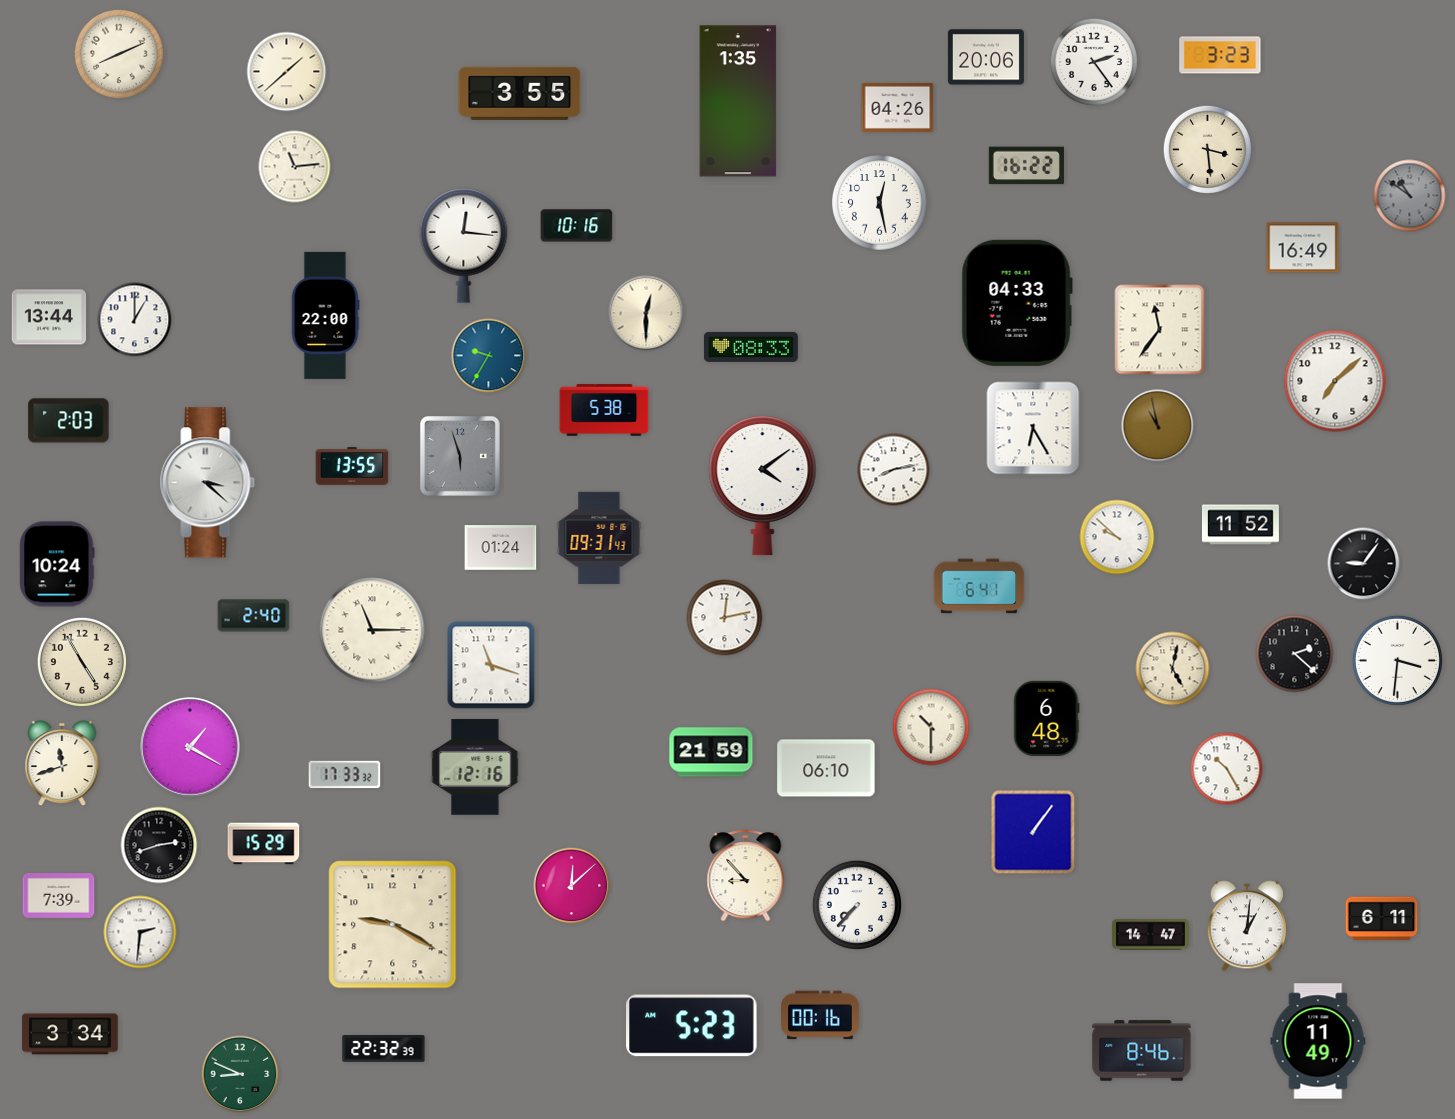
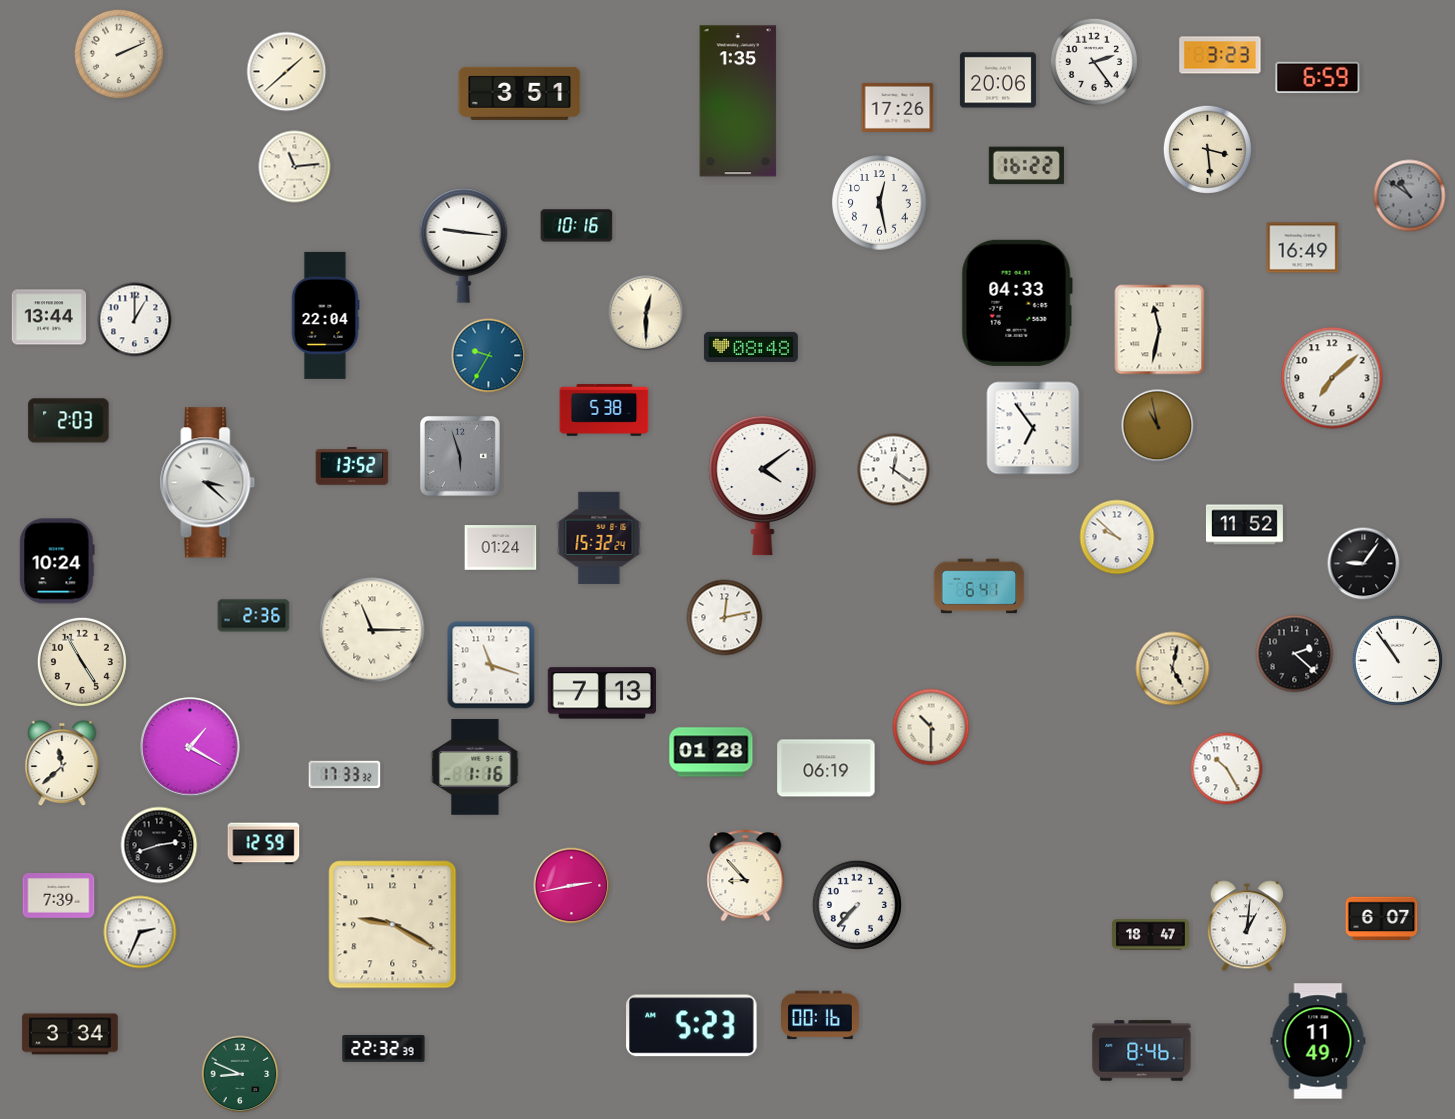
clock at (119, 54): 8:11 -> 2:11
clock at (986, 57) position: (986, 57) -> (998, 80)
clock at (1318, 78): none -> 6:59
clock at (520, 93): 3:55 -> 3:51
clock at (898, 107): 04:26 -> 17:26
clock at (464, 246): 12:16 -> 9:16
clock at (325, 315): 22:00 -> 22:04
clock at (1160, 330): 11:36 -> 11:32
clock at (751, 347): 08:33 -> 08:48
clock at (1335, 381) position: (1335, 381) -> (1332, 378)
clock at (1033, 428): 6:25 -> 6:54
clock at (352, 466): 13:55 -> 13:52
clock at (894, 470): 8:13 -> 12:21
clock at (1240, 525) position: (1240, 525) -> (1244, 525)
clock at (599, 538): 09:31 -> 15:32
clock at (57, 564) position: (57, 564) -> (57, 561)
clock at (254, 616): 2:40 -> 2:36
clock at (1397, 660): 3:31 -> 10:54
clock at (601, 693): none -> 7:13
clock at (1046, 718): 6:48 -> none
clock at (711, 752): 21:59 -> 01:28
clock at (62, 763): 11:42 -> 11:38
clock at (475, 767): 12:16 -> 1:16
clock at (826, 768): 06:10 -> 06:19
clock at (1033, 832): 1:06 -> none
clock at (264, 844): 15:29 -> 12:59
clock at (572, 886): 12:08 -> 2:43
clock at (1382, 919): 6:11 -> 6:07
clock at (140, 932): 2:31 -> 2:34
clock at (1150, 935): 14:47 -> 18:47
